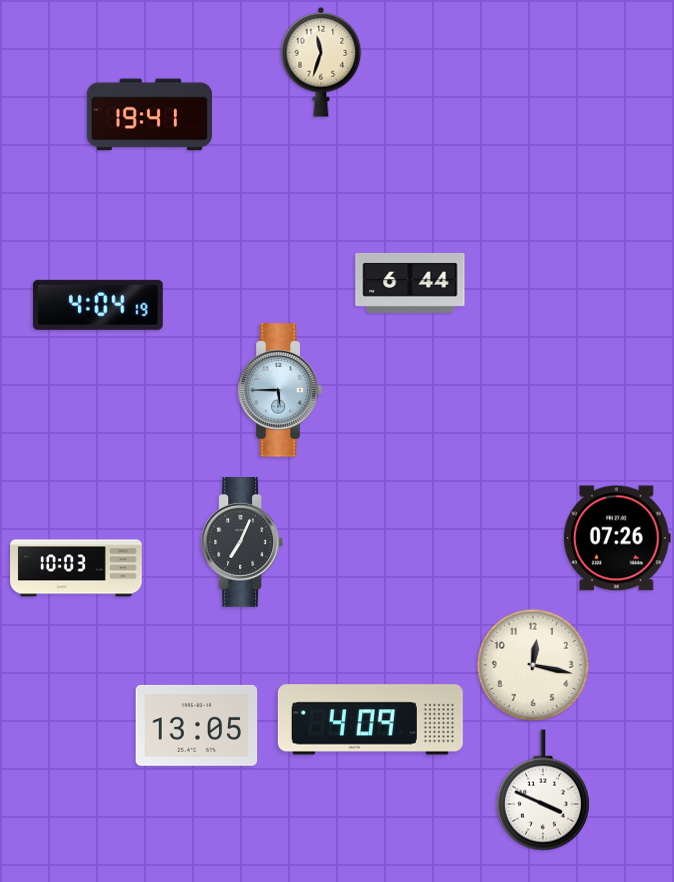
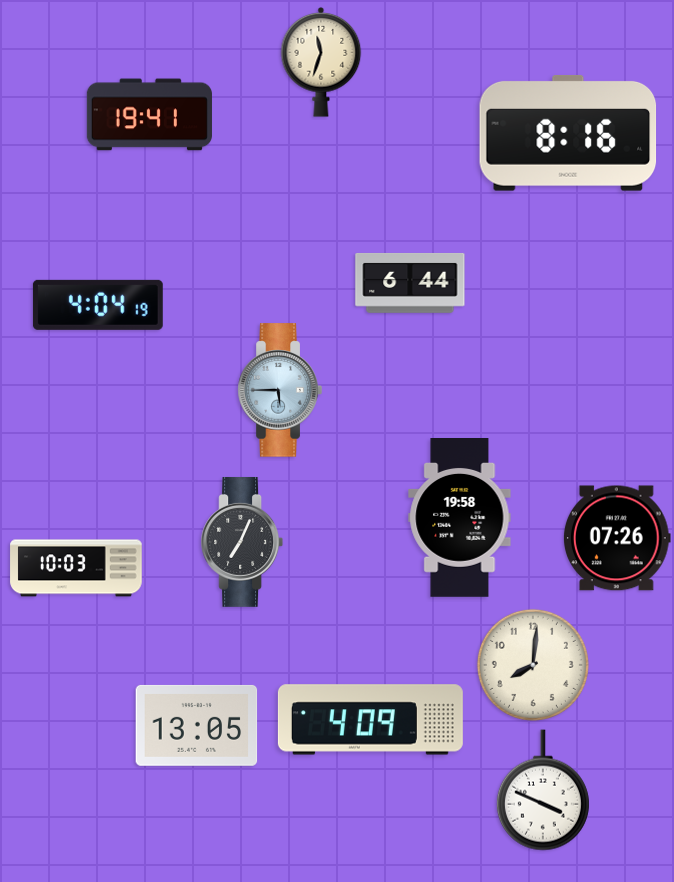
clock at (568, 133): none -> 8:16
clock at (460, 518): none -> 19:58
clock at (533, 665): 12:17 -> 8:01
